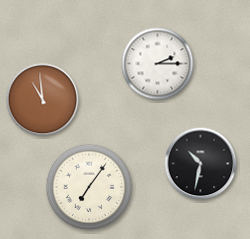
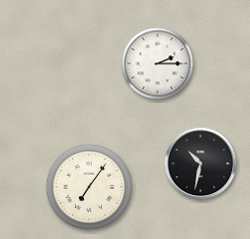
clock at (43, 100): 10:59 -> none
